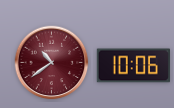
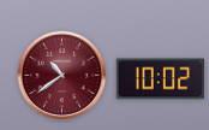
clock at (133, 66): 10:06 -> 10:02
